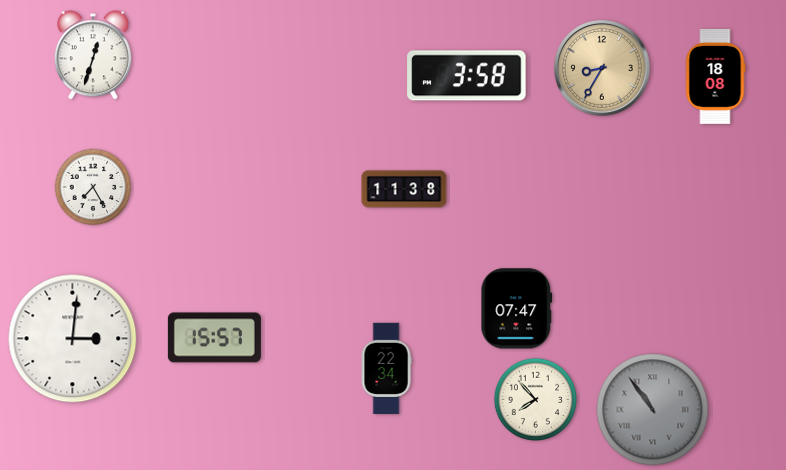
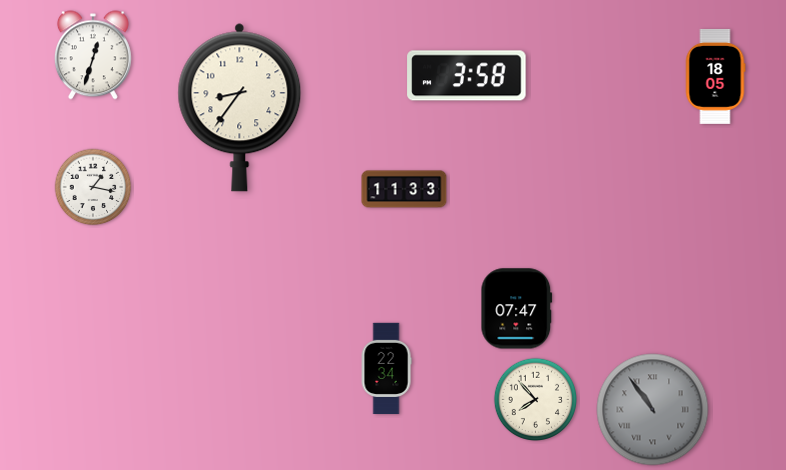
clock at (602, 68): 8:35 -> none
clock at (715, 76): 18:08 -> 18:05
clock at (240, 107): none -> 8:36
clock at (93, 187): 7:25 -> 1:17
clock at (404, 189): 11:38 -> 11:33
clock at (214, 338): 15:57 -> none
clock at (73, 339): 3:01 -> none
